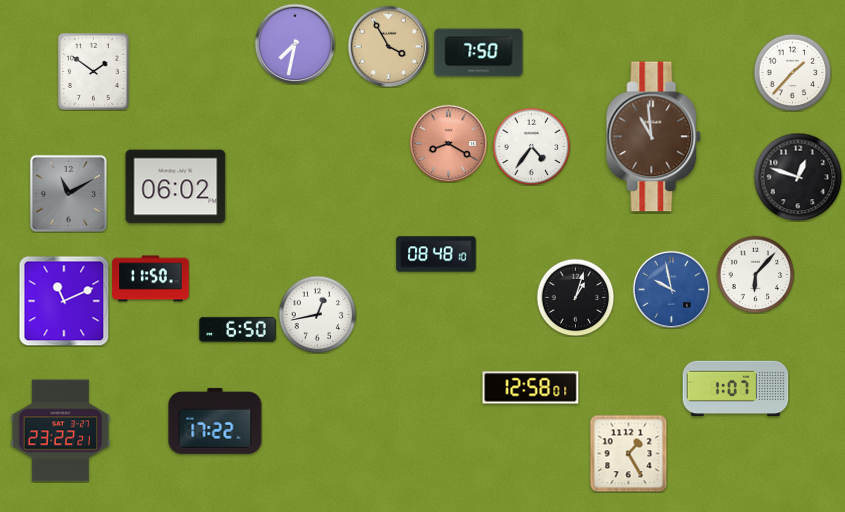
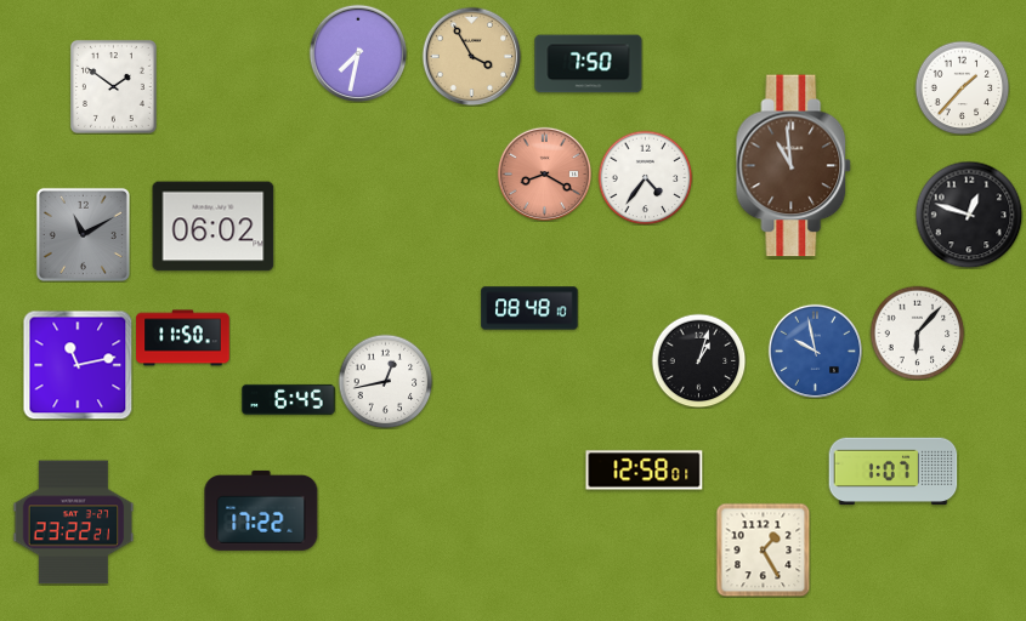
clock at (479, 53) position: (479, 53) -> (589, 64)
clock at (64, 301): 11:11 -> 11:13
clock at (238, 329): 6:50 -> 6:45
